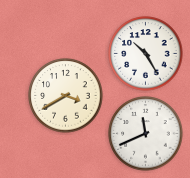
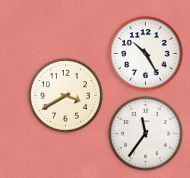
clock at (146, 134): 11:41 -> 11:36
